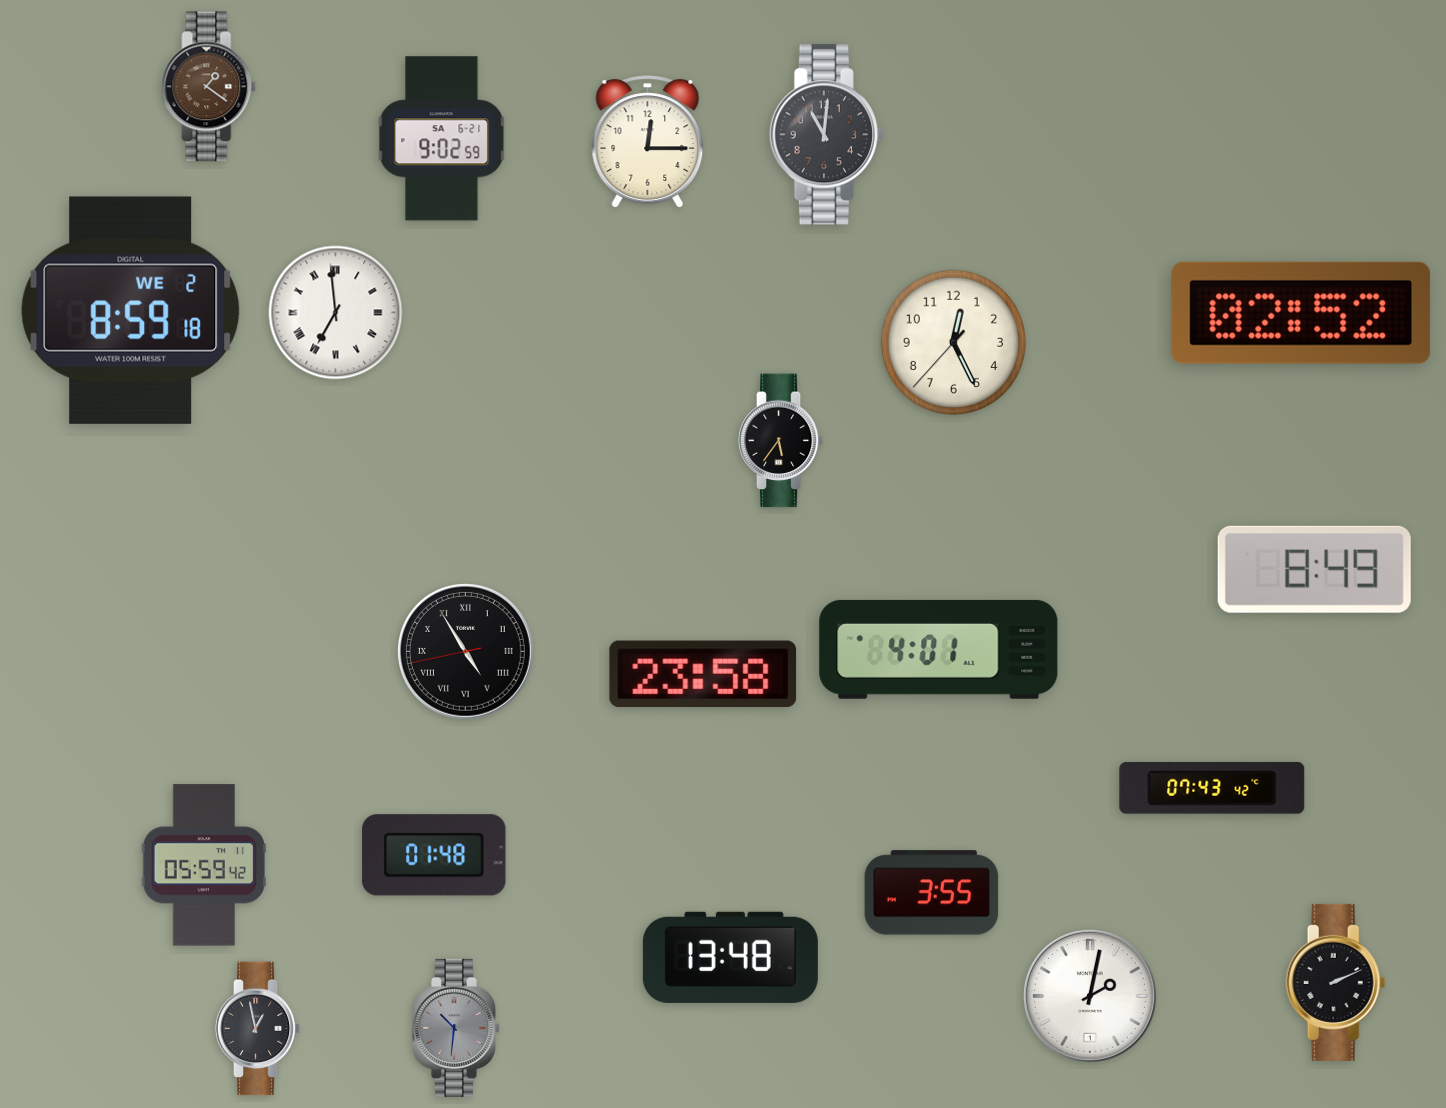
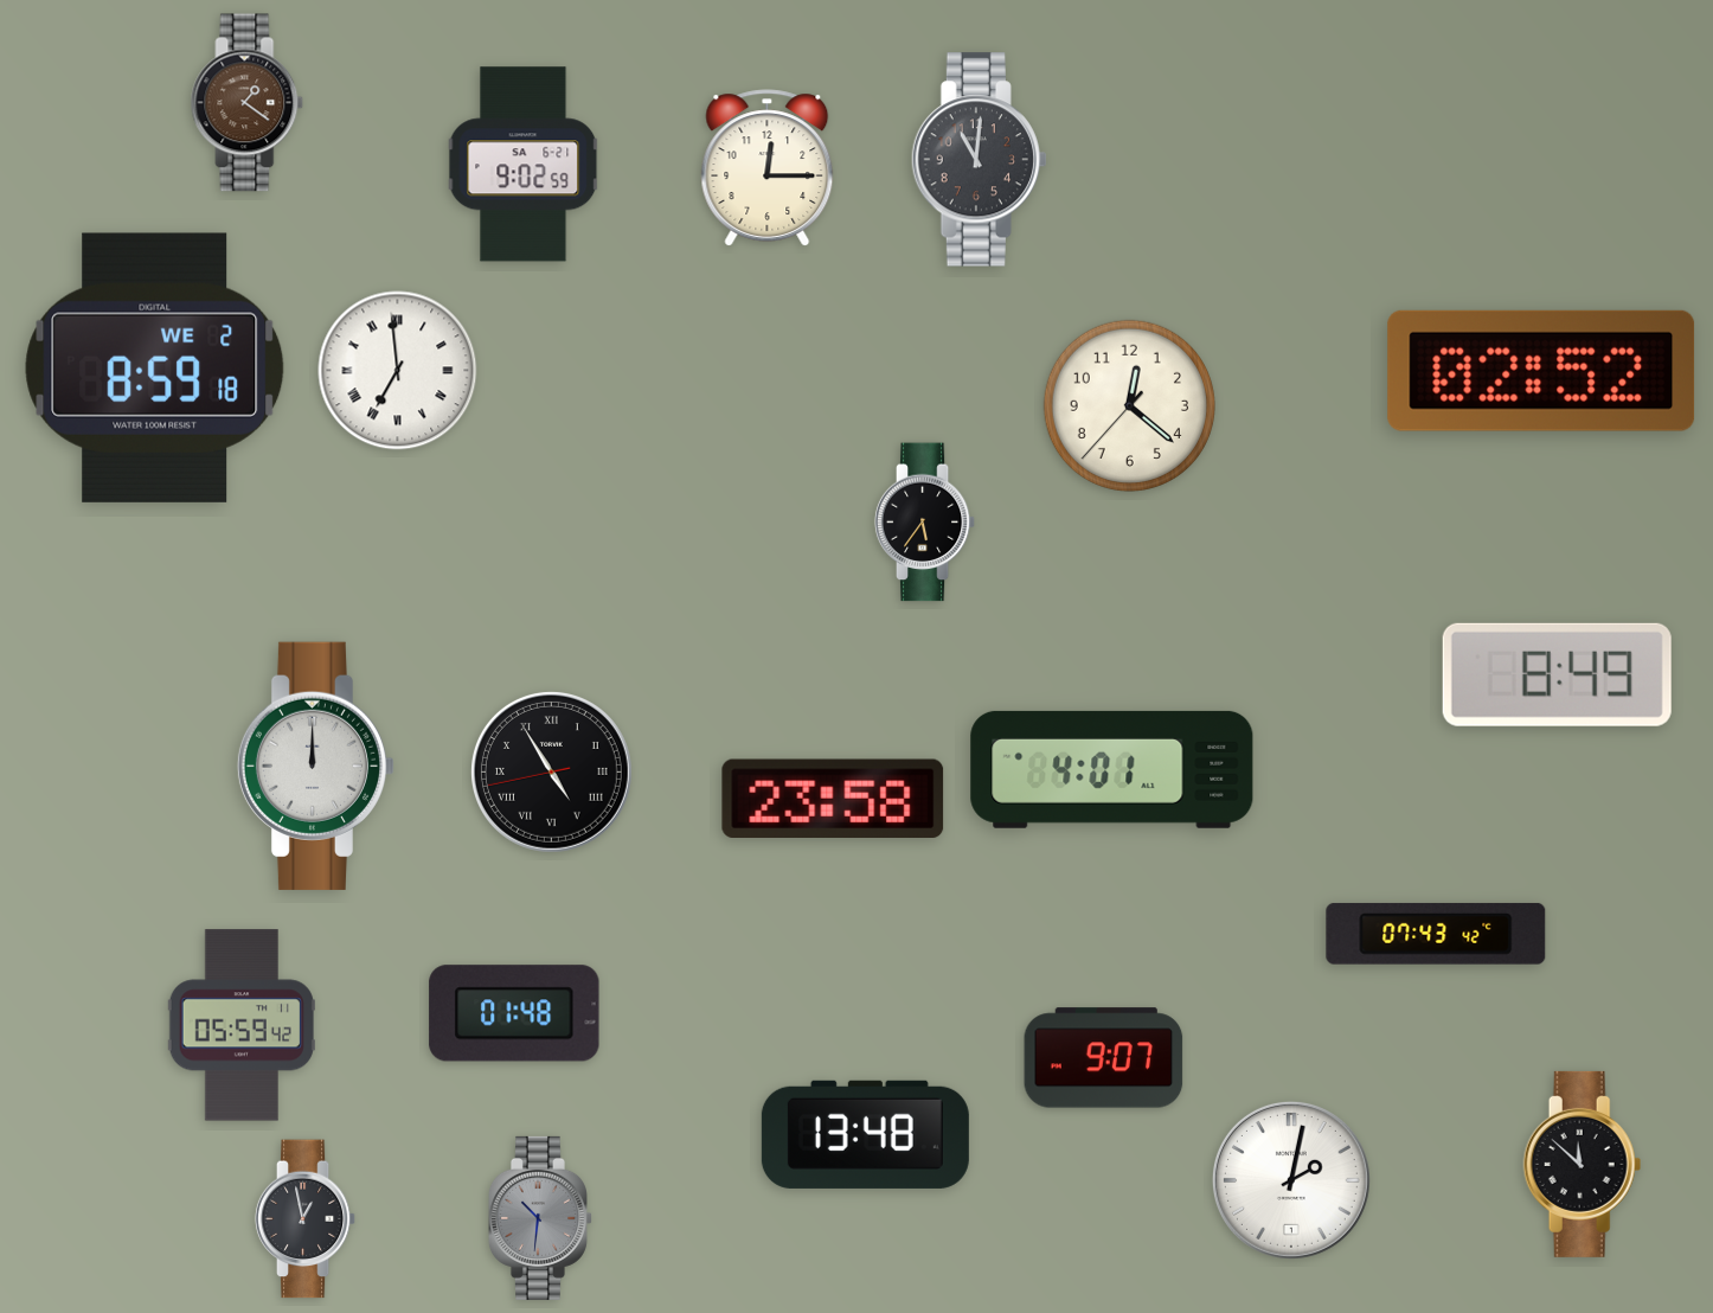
clock at (953, 342): 12:25 -> 12:21
clock at (316, 766): none -> 12:00
clock at (932, 893): 3:55 -> 9:07
clock at (1336, 982): 2:11 -> 11:52
